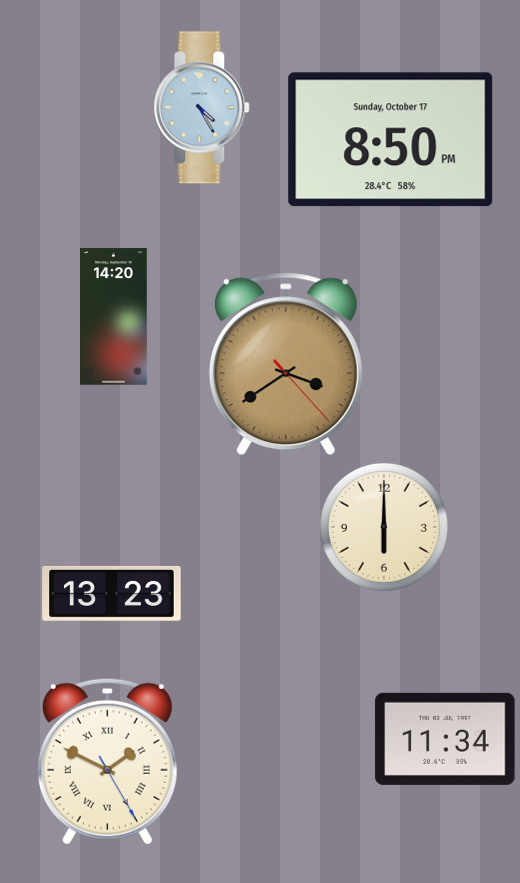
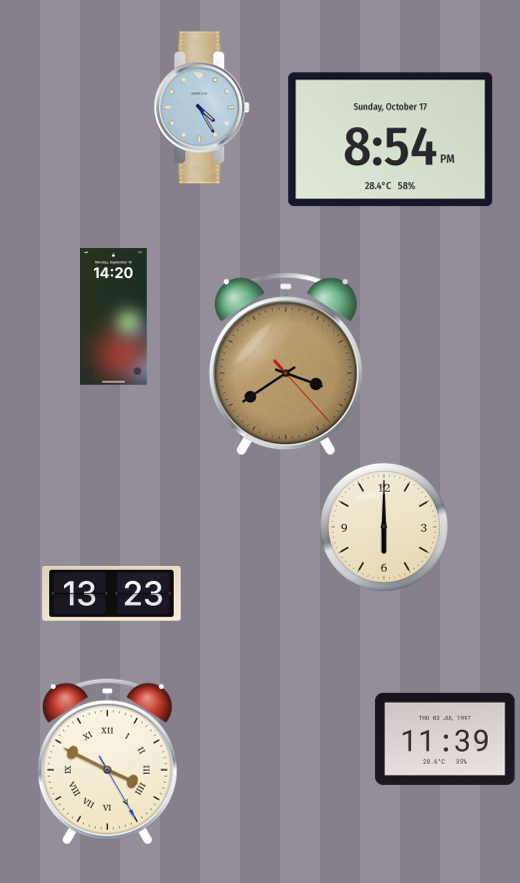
clock at (391, 140): 8:50 -> 8:54
clock at (445, 739): 11:34 -> 11:39
clock at (107, 761): 1:49 -> 3:49
